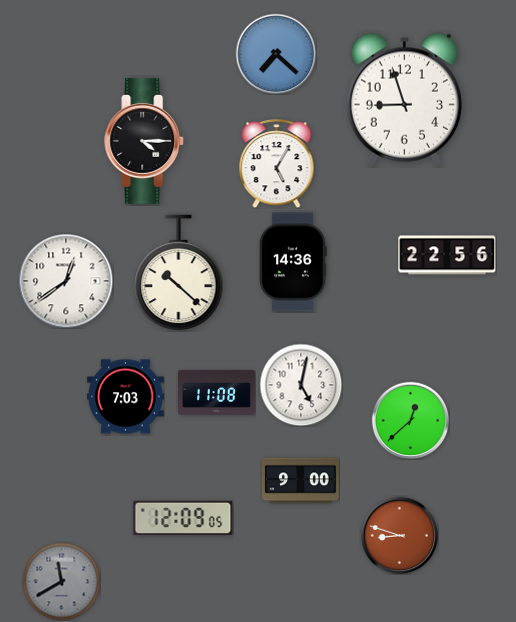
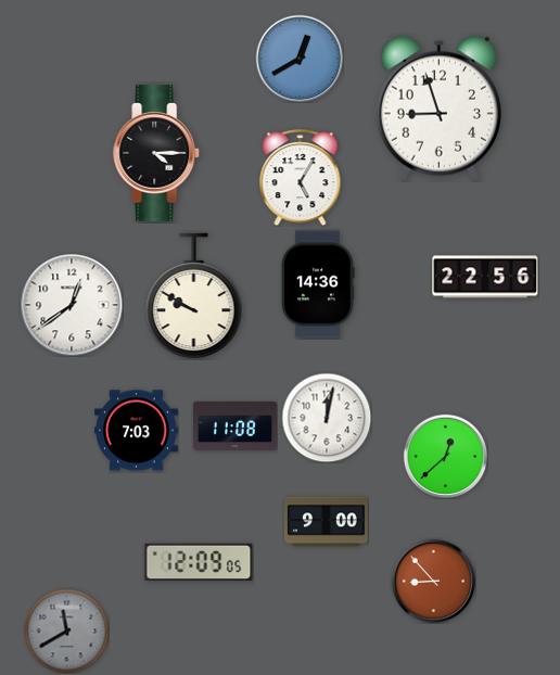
clock at (276, 54): 7:22 -> 12:40
clock at (179, 273): 10:22 -> 9:50
clock at (301, 385): 5:02 -> 12:02
clock at (399, 535): 8:48 -> 8:53
